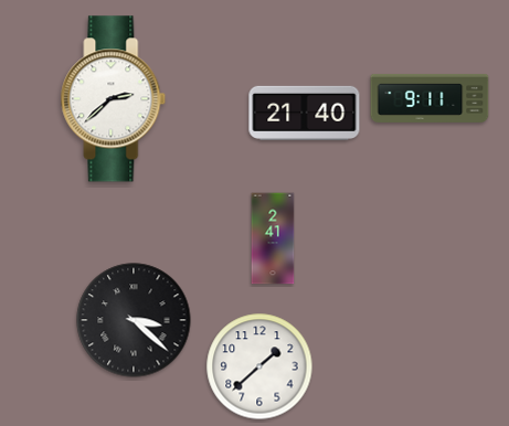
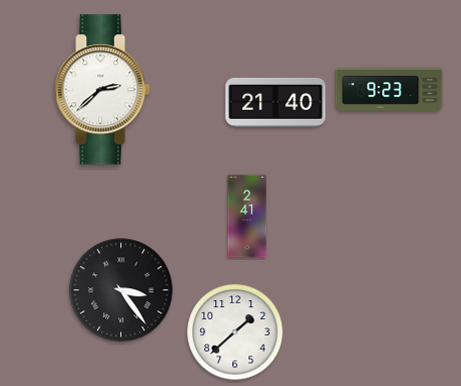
clock at (430, 98): 9:11 -> 9:23
clock at (134, 320): 3:22 -> 3:24
